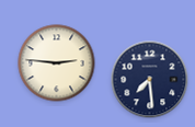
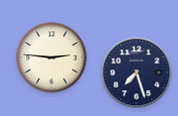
clock at (150, 80): 7:29 -> 7:27
